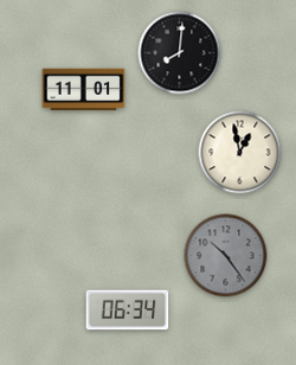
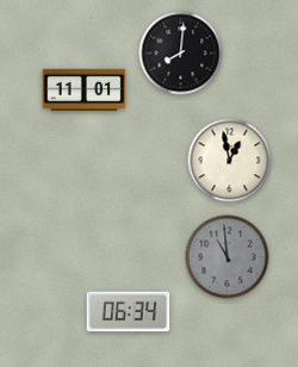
clock at (240, 153) position: (240, 153) -> (230, 161)
clock at (226, 256): 10:24 -> 10:59
